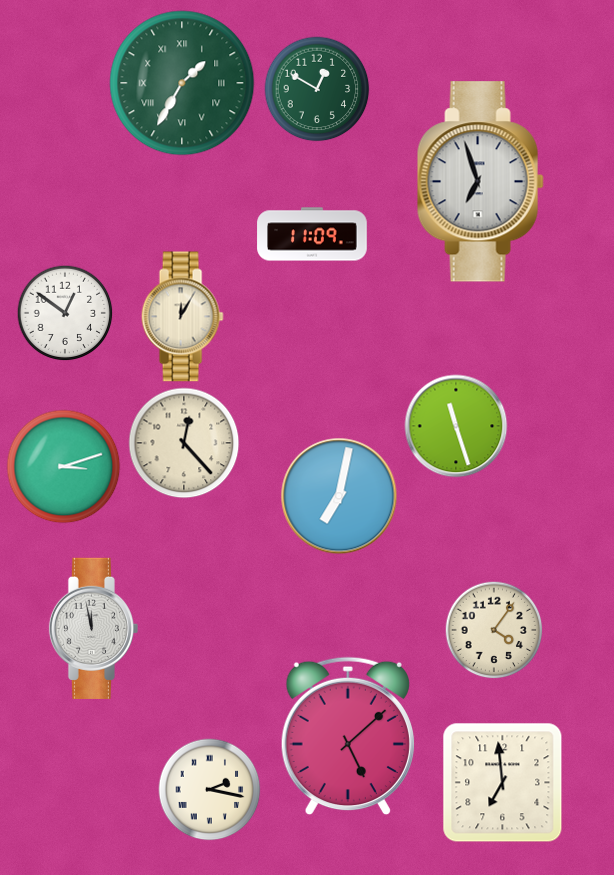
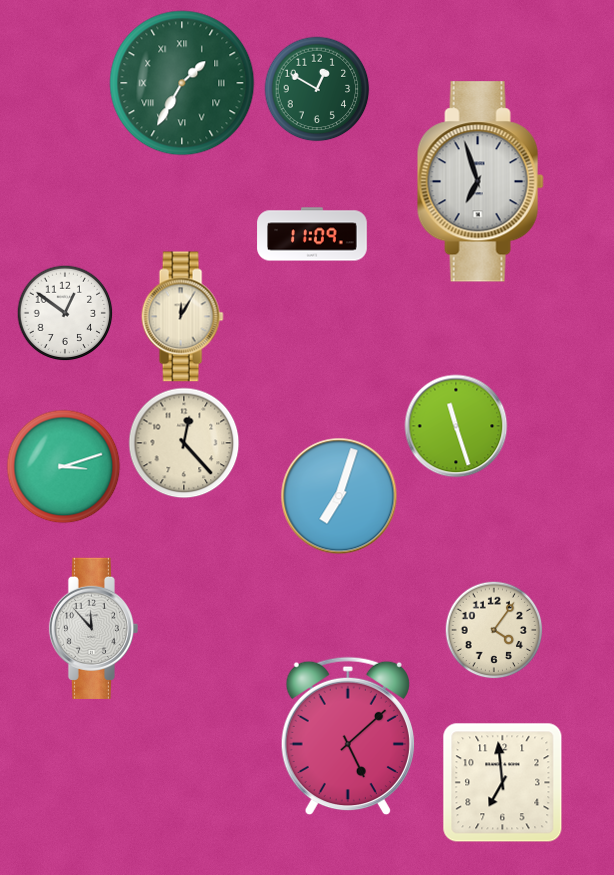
clock at (339, 496): 7:02 -> 7:03
clock at (93, 628): 11:58 -> 11:53
clock at (210, 790): 2:17 -> none
